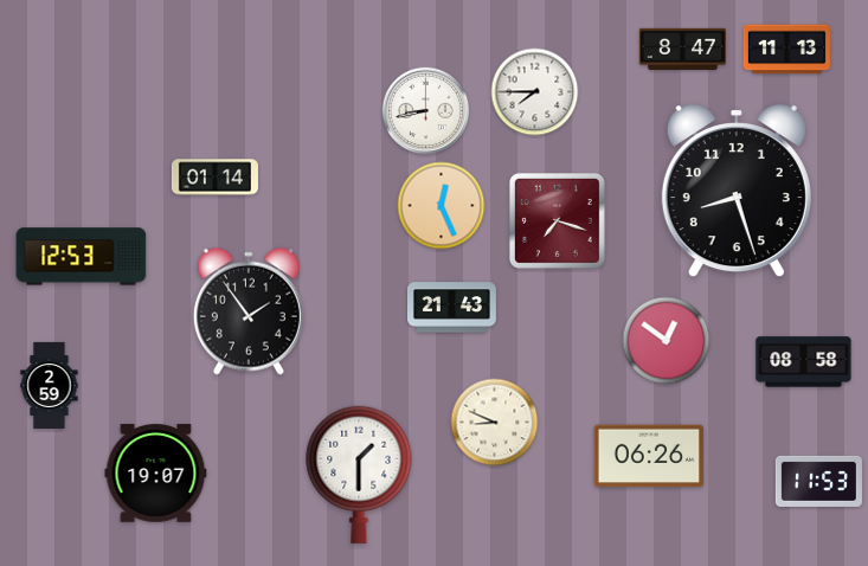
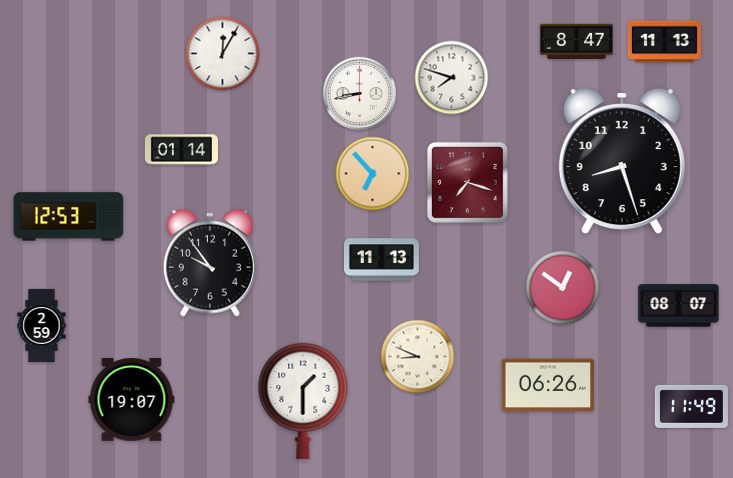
clock at (223, 54): none -> 12:05
clock at (535, 92): 7:45 -> 7:48
clock at (442, 206): 12:26 -> 6:53
clock at (557, 220) position: (557, 220) -> (467, 182)
clock at (452, 308): 21:43 -> 11:13
clock at (249, 311): 1:54 -> 9:54
clock at (804, 362): 08:58 -> 08:07
clock at (818, 481): 11:53 -> 11:49
